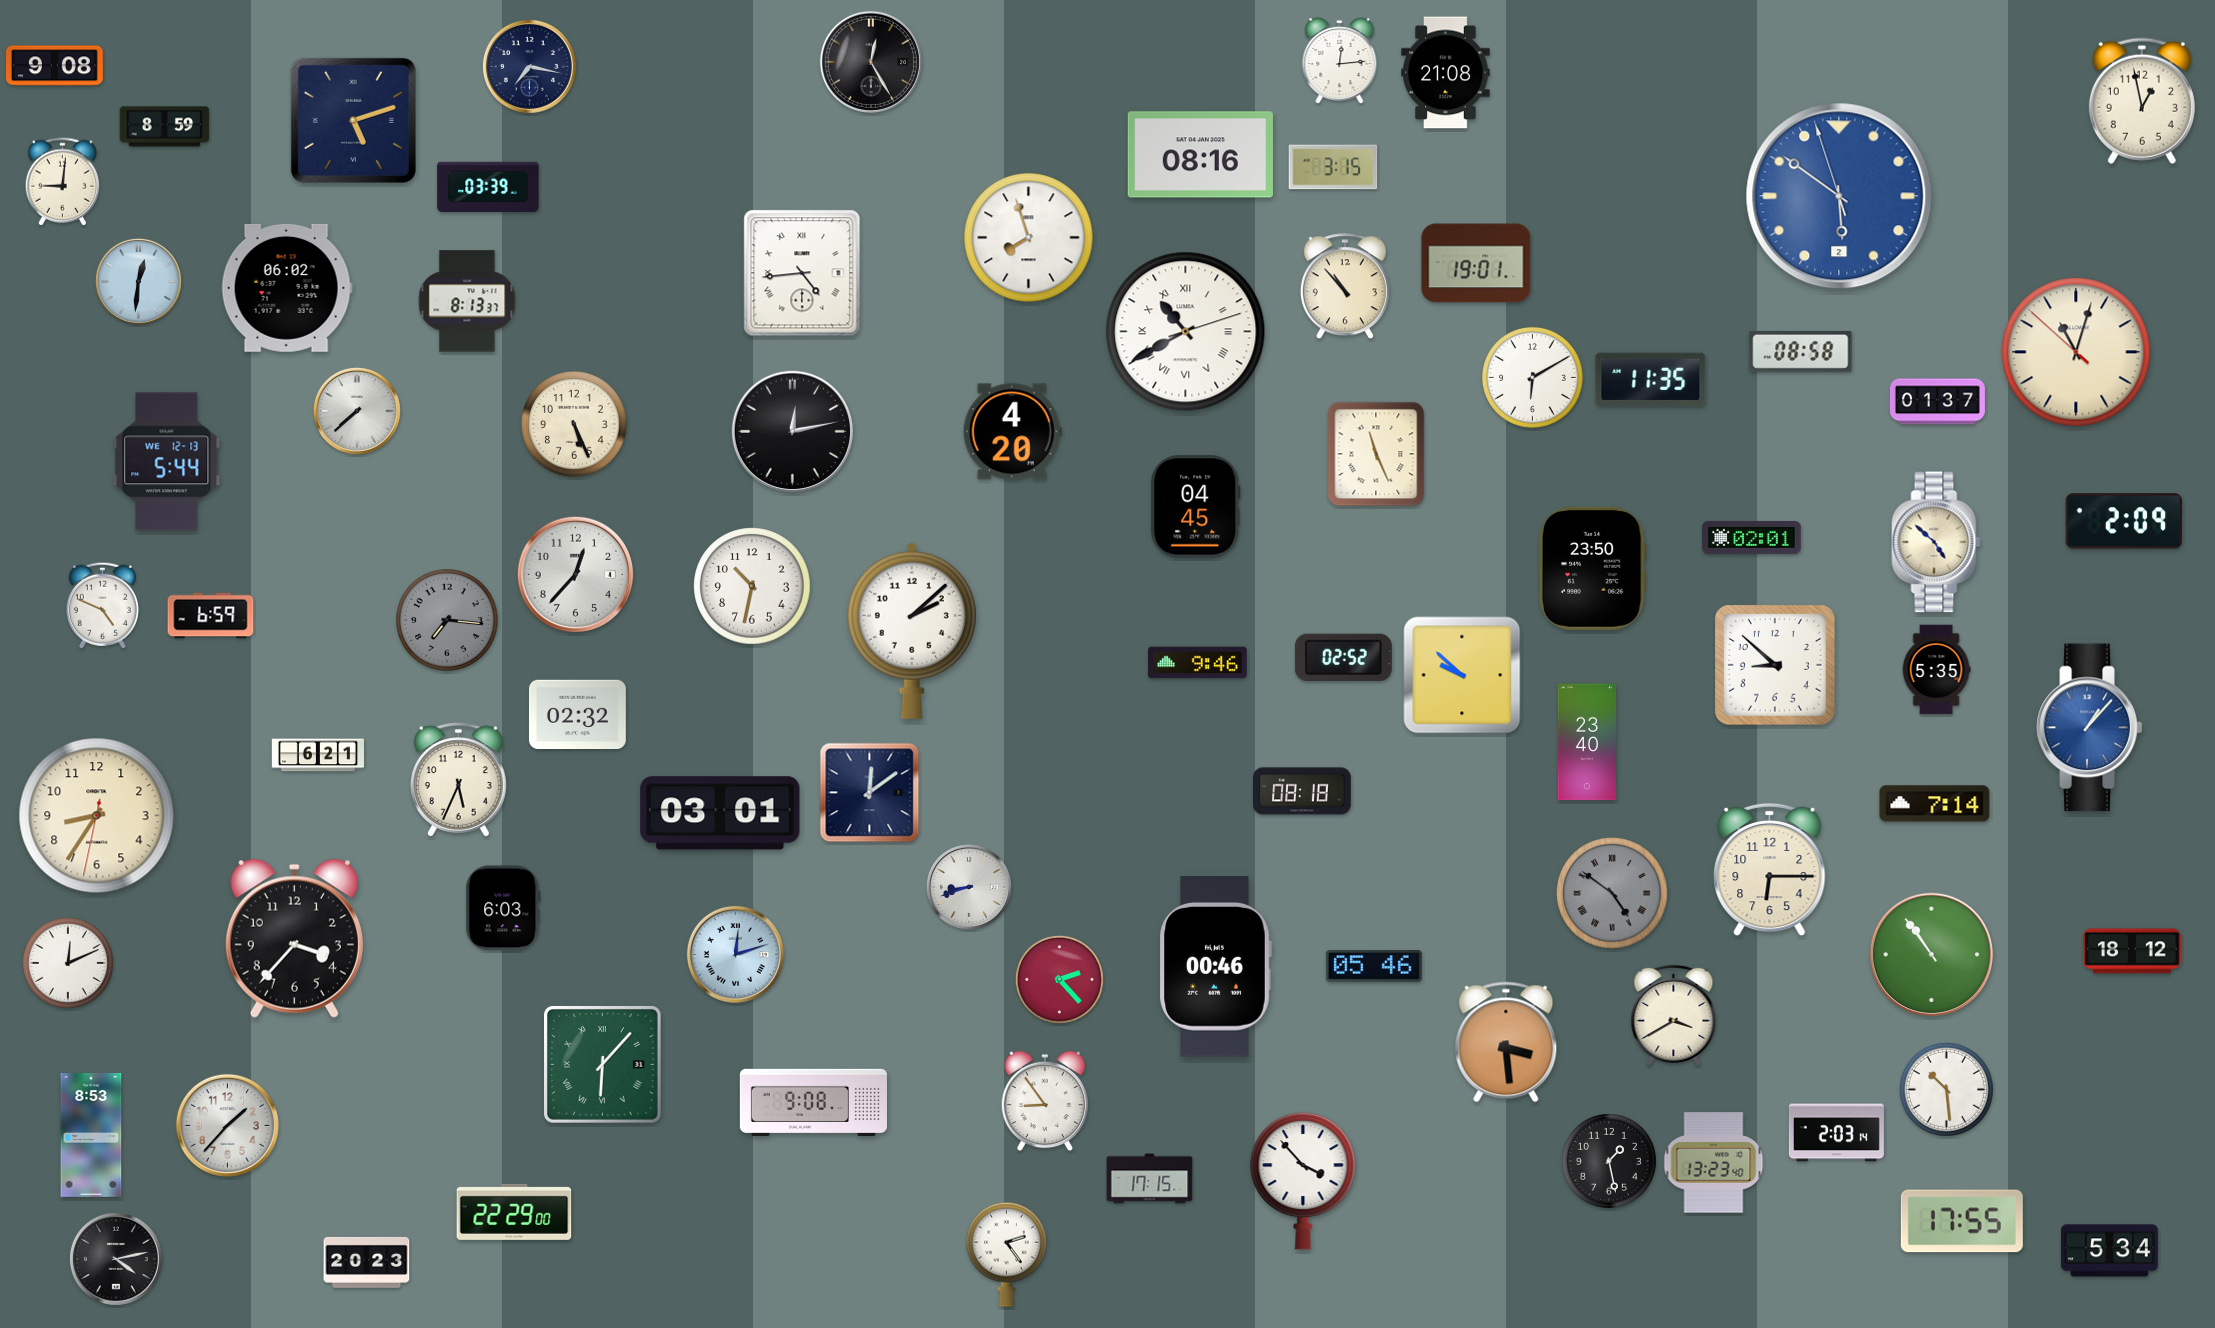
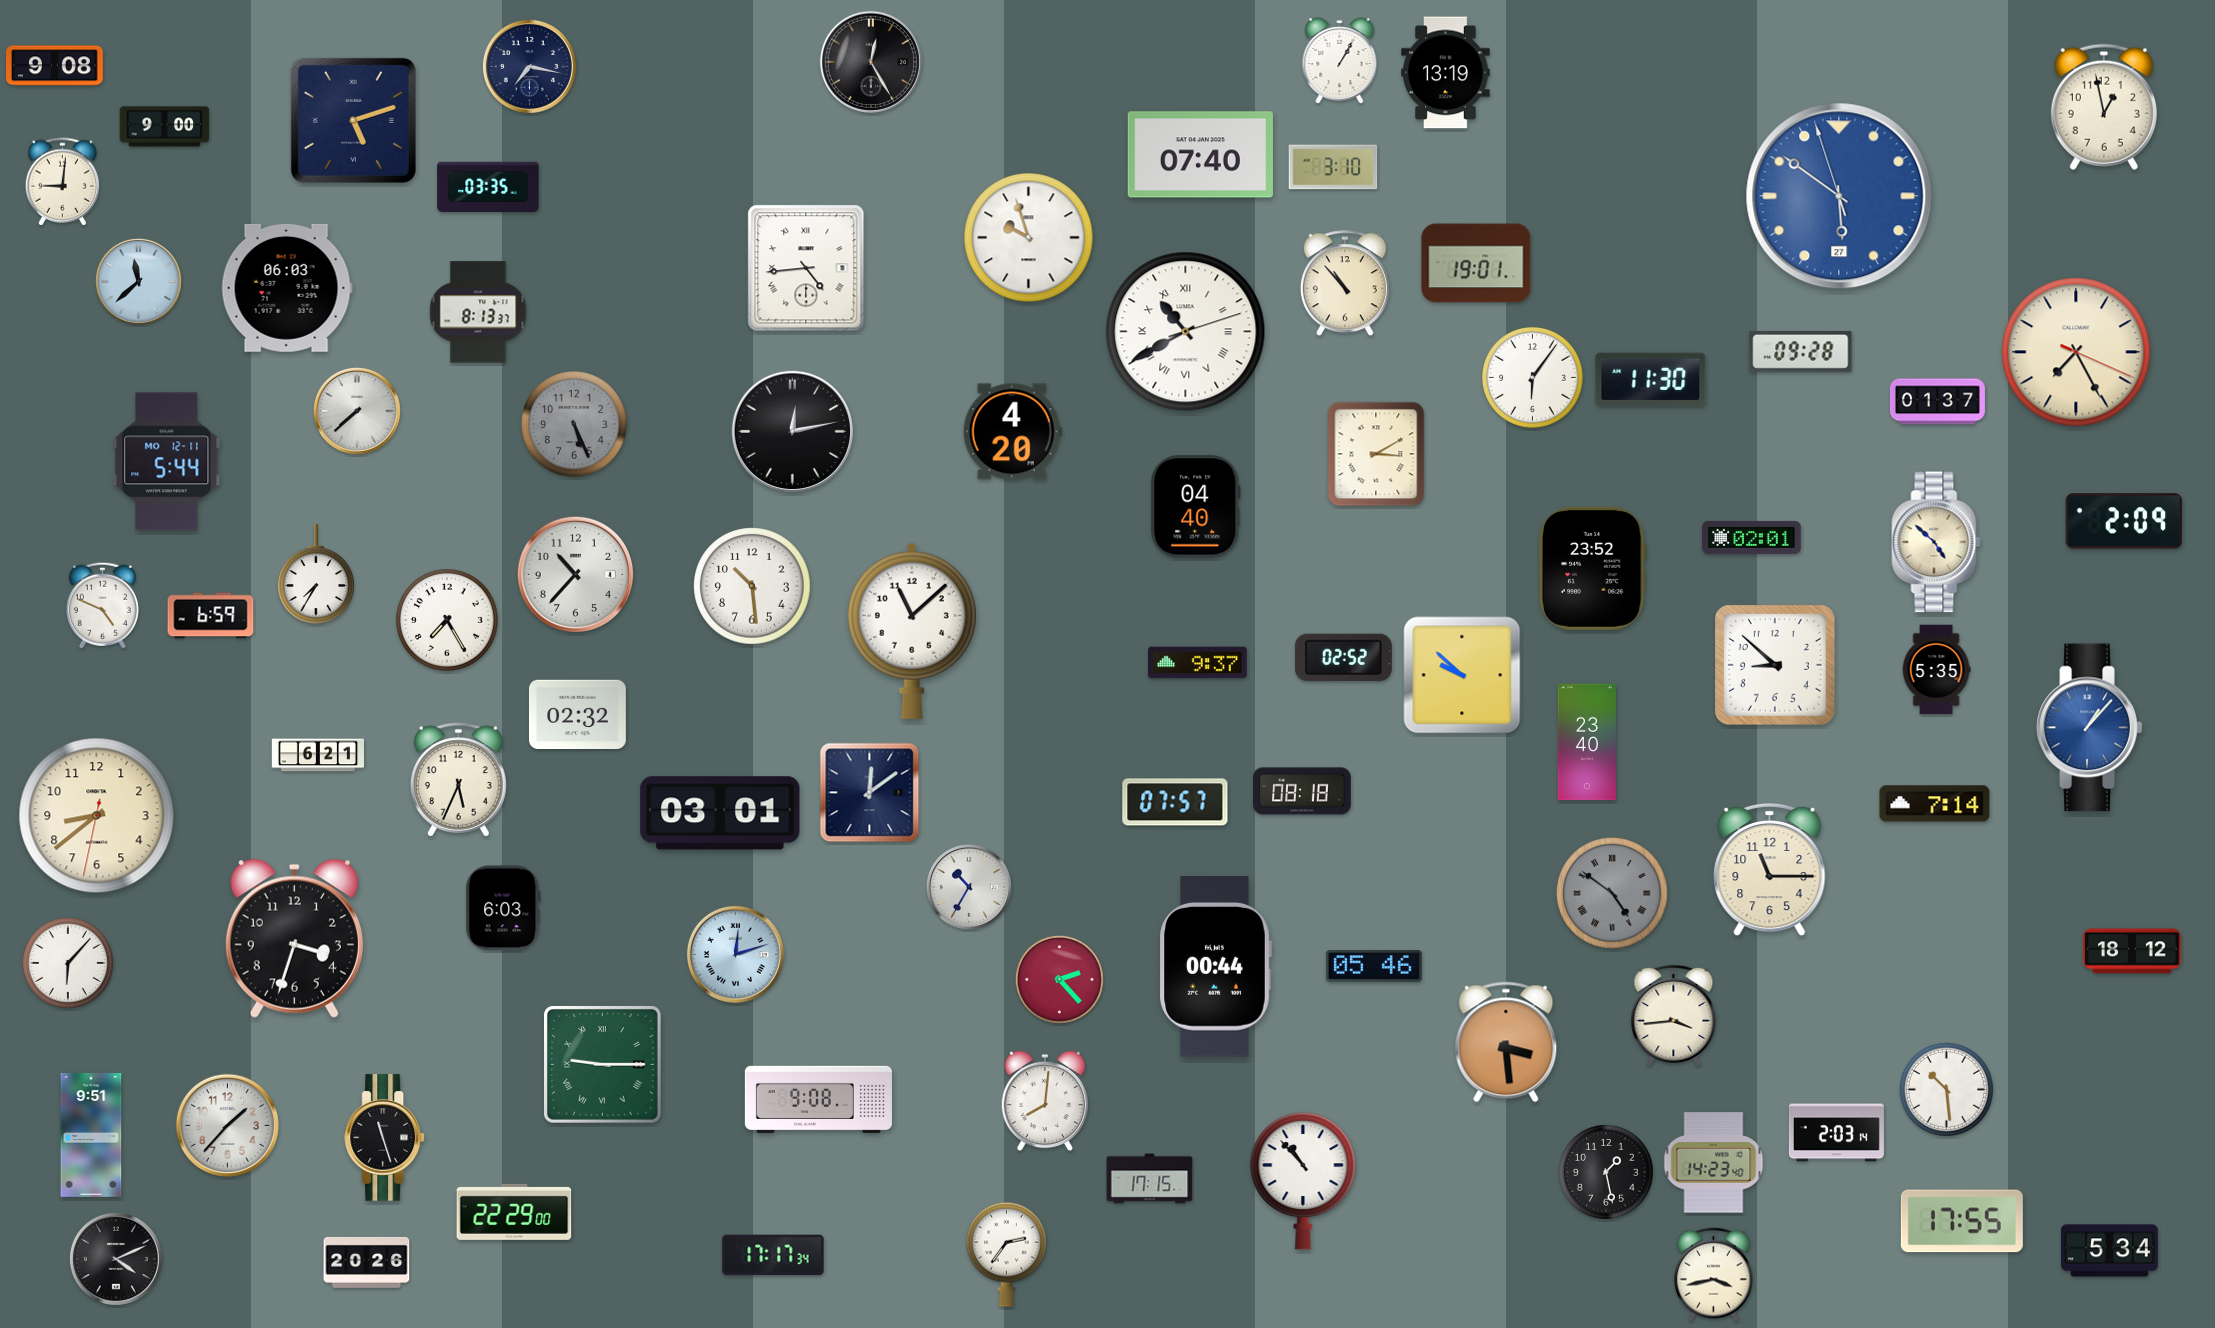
clock at (1340, 61): 12:14 -> 1:05
clock at (1446, 73): 21:08 -> 13:19
clock at (2142, 101) position: (2142, 101) -> (2104, 107)
clock at (165, 127): 8:59 -> 9:00
clock at (1200, 155): 08:16 -> 07:40
clock at (1333, 167): 3:15 -> 3:10
clock at (488, 187): 03:39 -> 03:35
clock at (1839, 196) date: 2 -> 27
clock at (1029, 238): 7:57 -> 9:57
clock at (802, 273) position: (802, 273) -> (806, 268)
clock at (138, 281): 12:31 -> 11:38
clock at (1345, 287) position: (1345, 287) -> (1345, 284)
clock at (287, 288): 06:02 -> 06:03
clock at (467, 301) position: (467, 301) -> (478, 312)
clock at (1801, 351): 08:58 -> 09:28
clock at (2076, 352): 11:02 -> 7:25
clock at (1533, 378): 6:10 -> 6:06
clock at (1651, 379): 11:35 -> 11:30
clock at (575, 425) dial: cream -> grey
clock at (1376, 454): 11:26 -> 3:10
clock at (167, 462) date: WE 12-13 -> MO 12-11
clock at (1196, 507): 04:45 -> 04:40
clock at (1592, 568): 23:50 -> 23:52
clock at (316, 574): none -> 7:35
clock at (575, 574): 12:37 -> 10:37
clock at (752, 586): 10:32 -> 10:29
clock at (448, 621): 7:16 -> 7:25
clock at (448, 621) dial: grey -> white
clock at (912, 631): 2:08 -> 11:08
clock at (1198, 663): 9:46 -> 9:37
clock at (1175, 802): none -> 07:57
clock at (97, 816): 8:35 -> 8:38
clock at (1770, 870): 6:15 -> 11:15
clock at (969, 887): 8:42 -> 10:35
clock at (294, 938): 3:37 -> 3:33
clock at (1932, 955): 10:54 -> none
clock at (68, 963): 12:11 -> 6:07
clock at (1215, 967): 00:46 -> 00:44
clock at (1674, 1015): 3:40 -> 3:44
clock at (603, 1065): 6:07 -> 9:15
clock at (1045, 1101): 8:54 -> 8:01
clock at (813, 1102) position: (813, 1102) -> (818, 1099)
clock at (91, 1136): 8:53 -> 9:51
clock at (385, 1138): none -> 11:27
clock at (1609, 1161) position: (1609, 1161) -> (1606, 1172)
clock at (1714, 1163): 13:23 -> 14:23
clock at (1303, 1181): 3:53 -> 10:53
clock at (1006, 1254): 2:24 -> 2:36
clock at (773, 1255): none -> 17:17
clock at (116, 1259): 4:13 -> 4:11
clock at (367, 1262): 20:23 -> 20:26
clock at (1714, 1275): none -> 3:43
